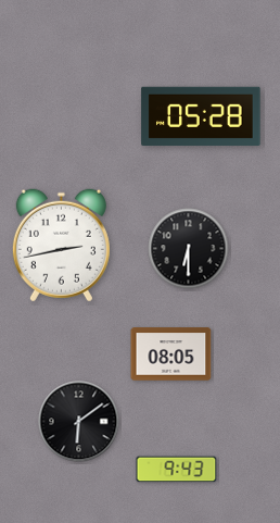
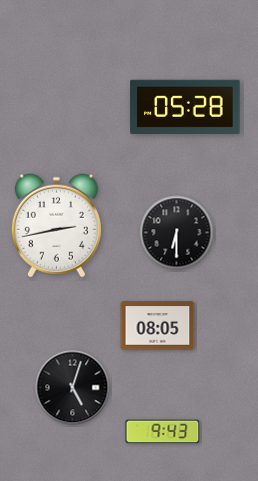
clock at (189, 249) position: (189, 249) -> (177, 233)
clock at (79, 422): 6:09 -> 5:03
